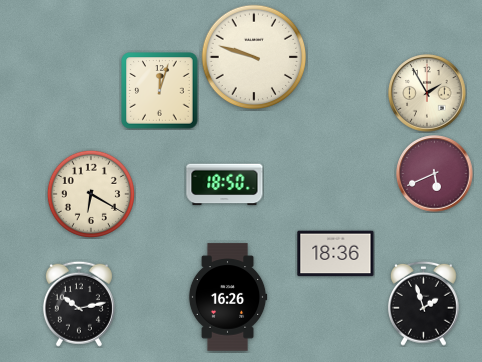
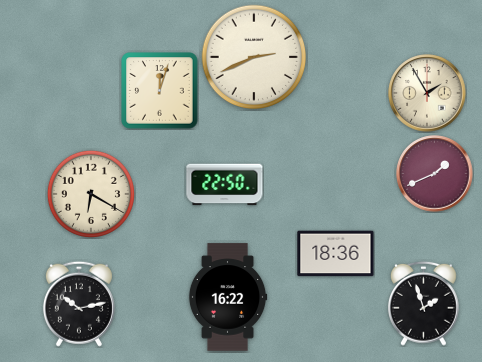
clock at (254, 57): 9:48 -> 2:41
clock at (435, 174): 5:41 -> 1:41
clock at (225, 185): 18:50 -> 22:50
clock at (228, 297): 16:26 -> 16:22
